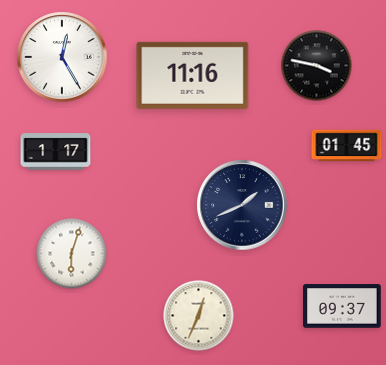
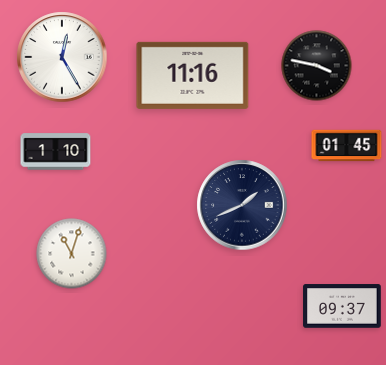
clock at (56, 152): 1:17 -> 1:10
clock at (72, 254): 6:03 -> 11:03
clock at (199, 316): 12:34 -> none
